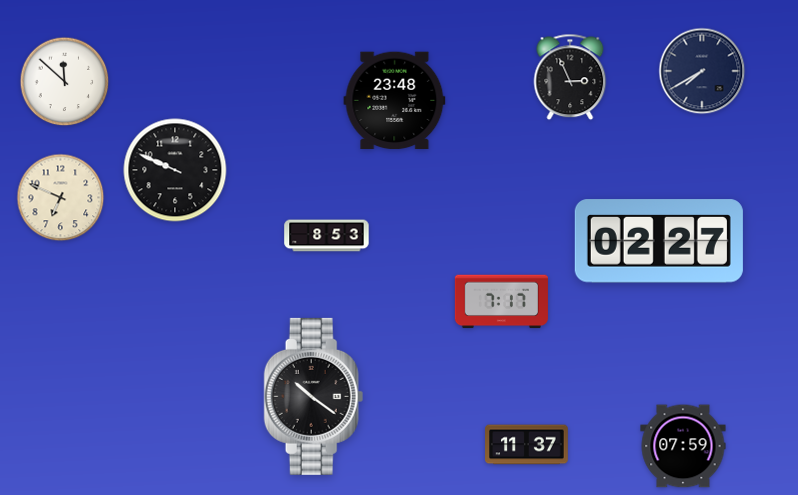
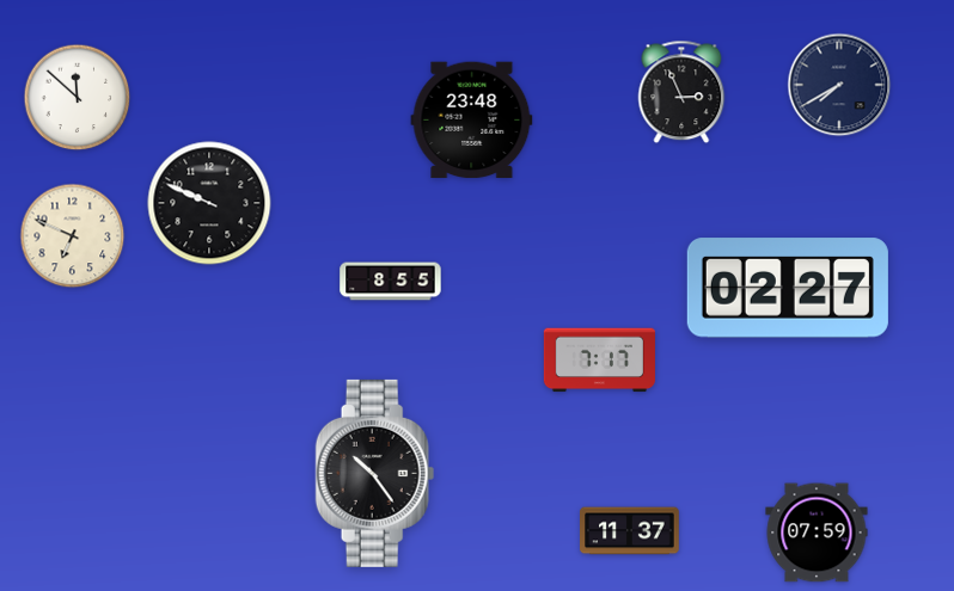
clock at (327, 236): 8:53 -> 8:55
clock at (314, 396): 10:21 -> 10:24
